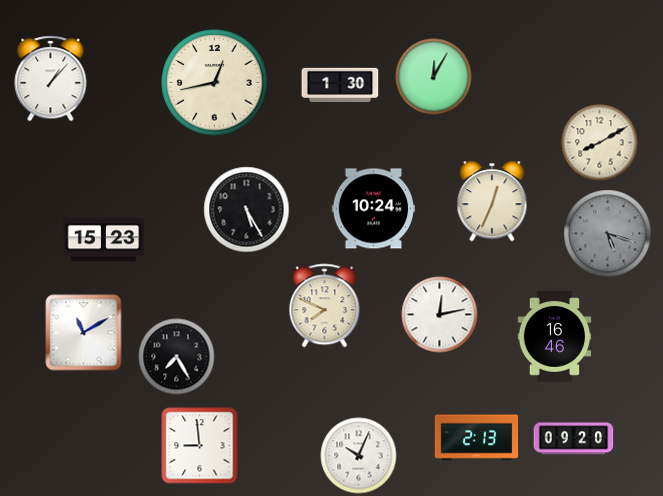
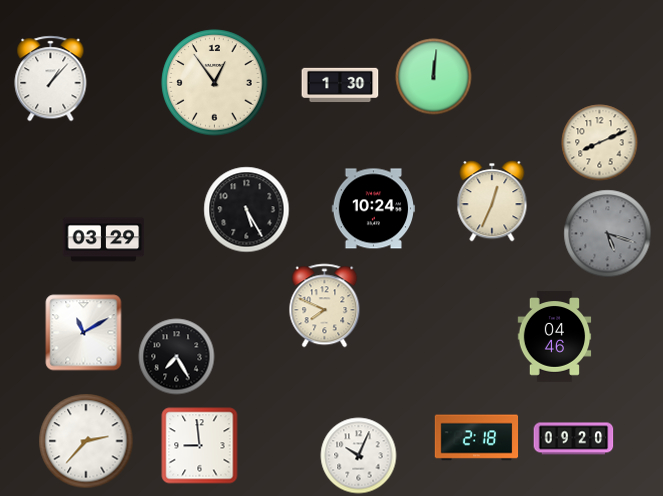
clock at (434, 77): 12:05 -> 12:01
clock at (215, 83): 12:43 -> 12:54
clock at (600, 143): 8:10 -> 8:11
clock at (104, 240): 15:23 -> 03:29
clock at (440, 315): 12:13 -> none
clock at (555, 337): 16:46 -> 04:46
clock at (477, 438): 2:13 -> 2:18
clock at (86, 441): none -> 2:37
